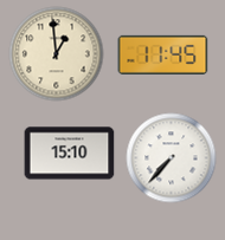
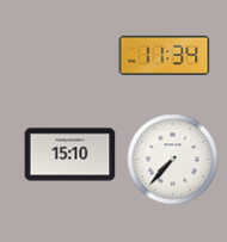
clock at (57, 54): 12:59 -> none
clock at (163, 54): 11:45 -> 11:34
